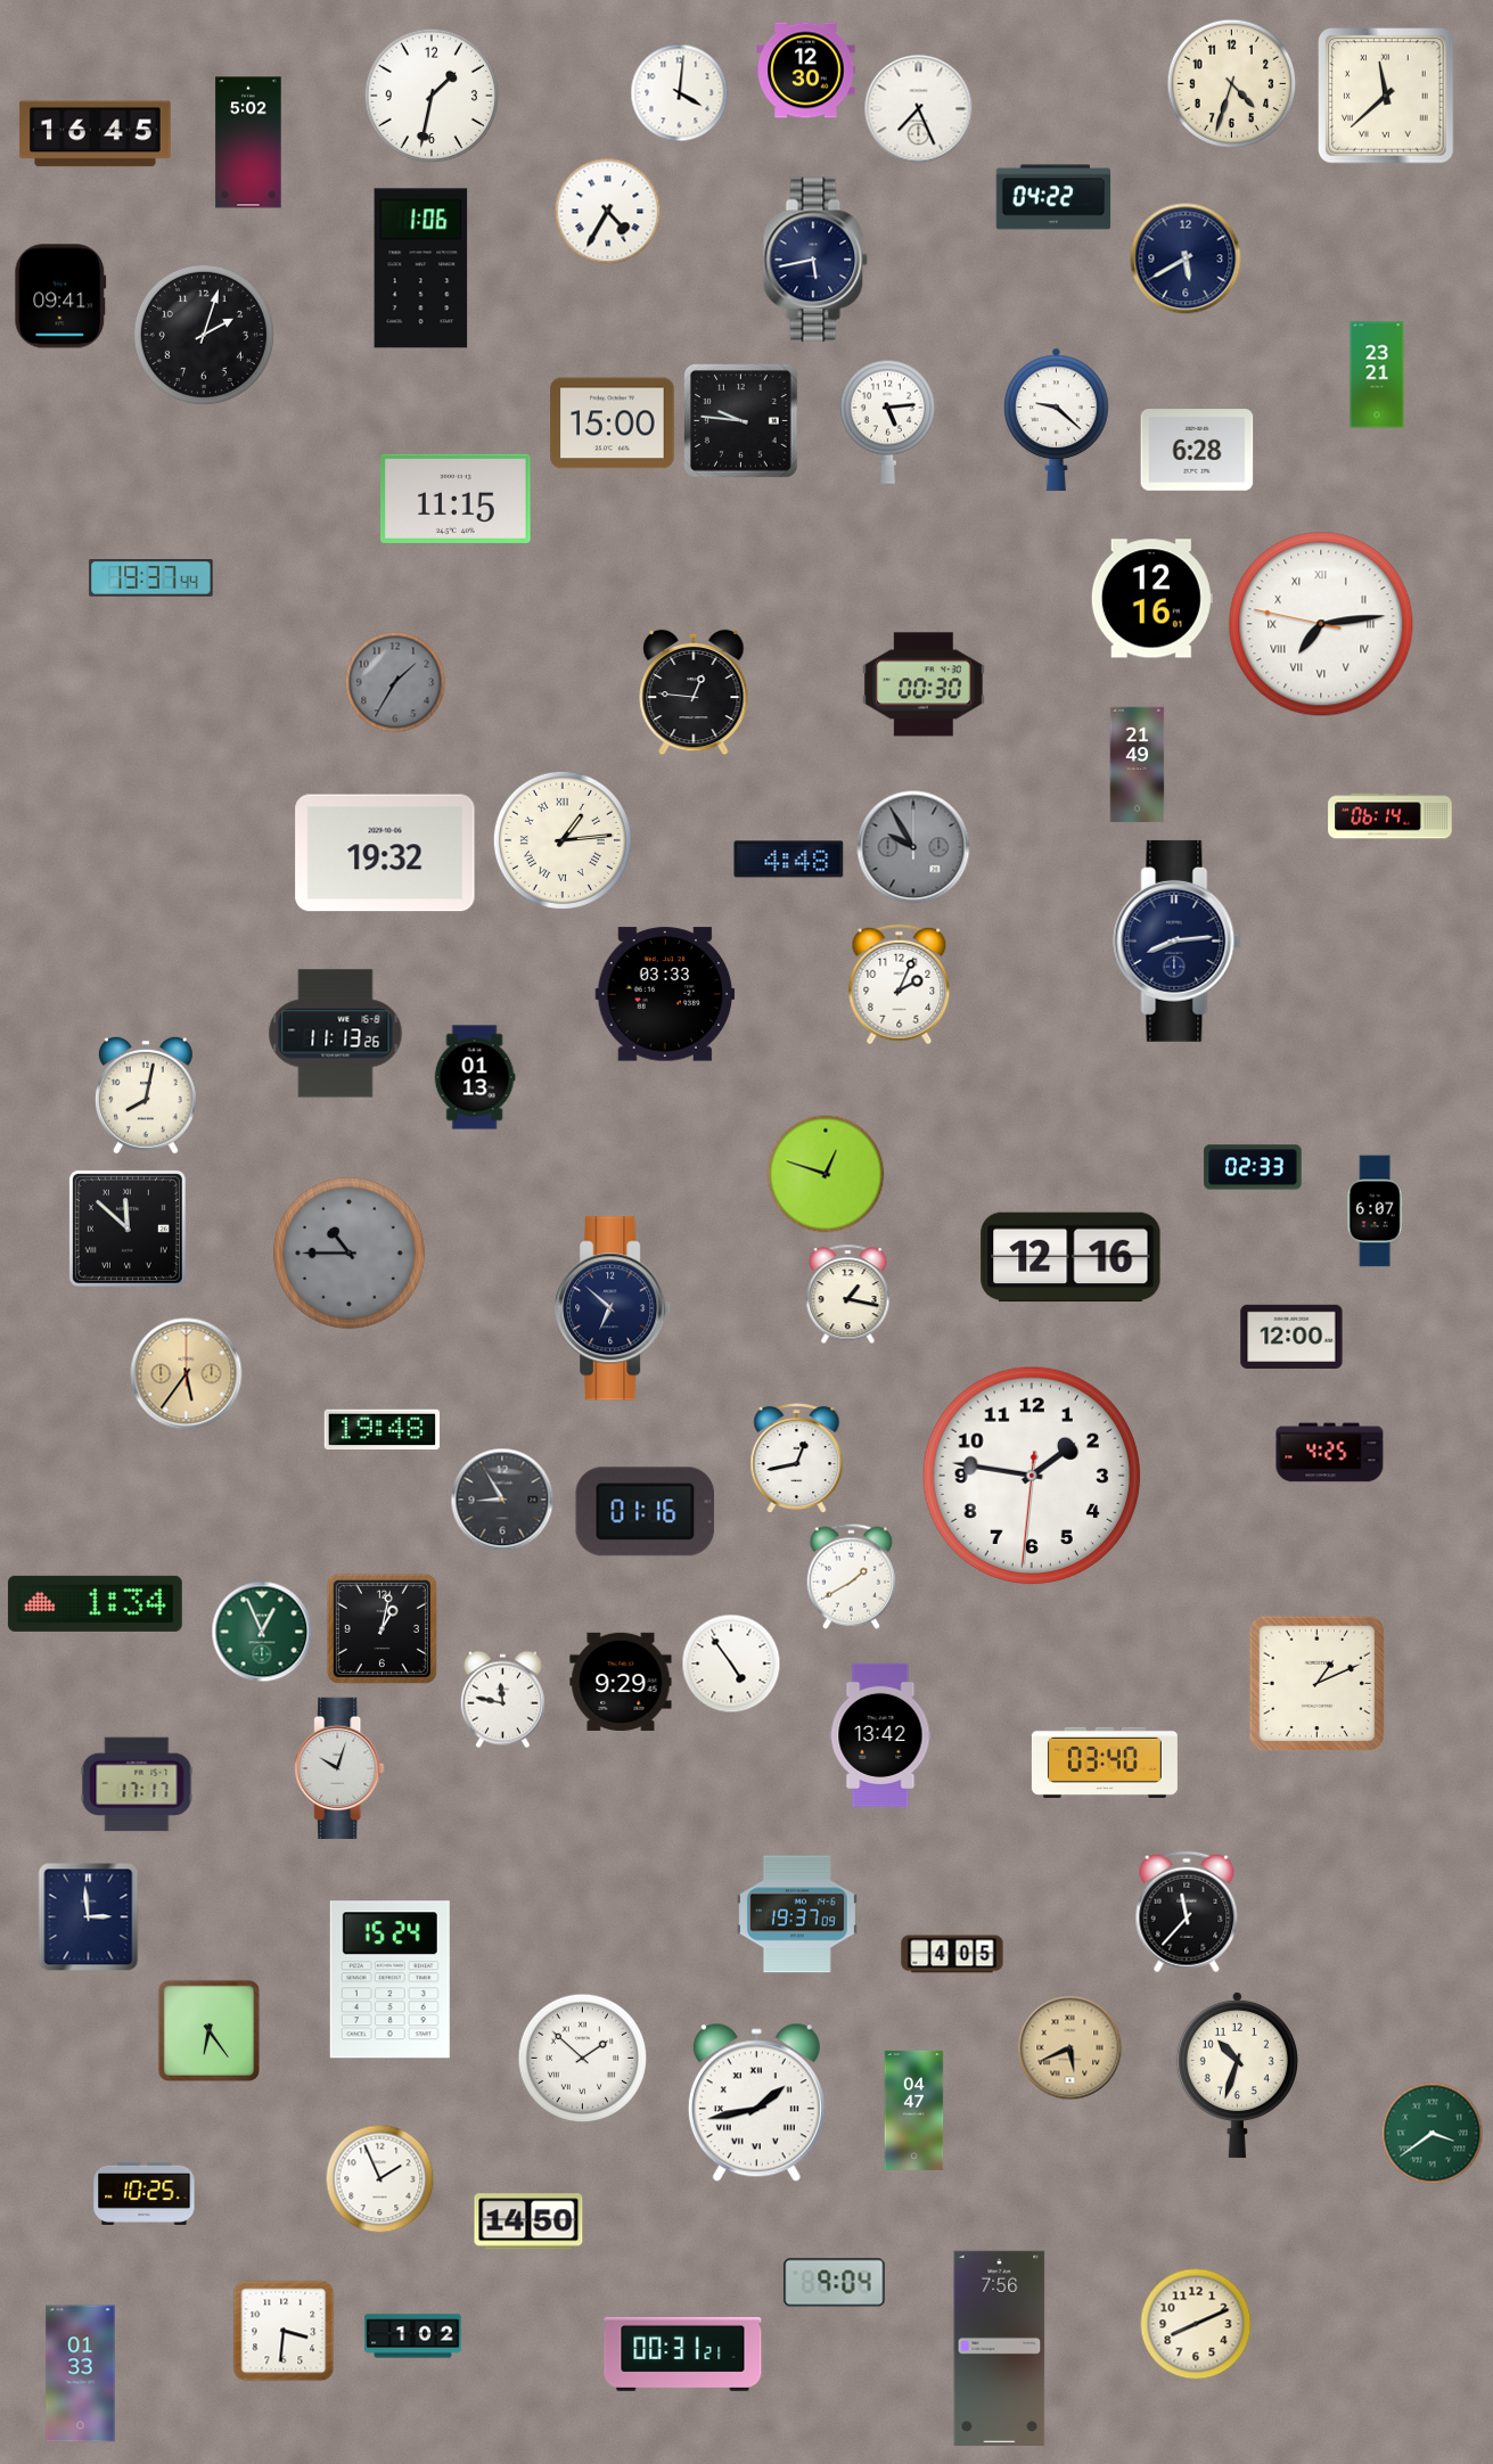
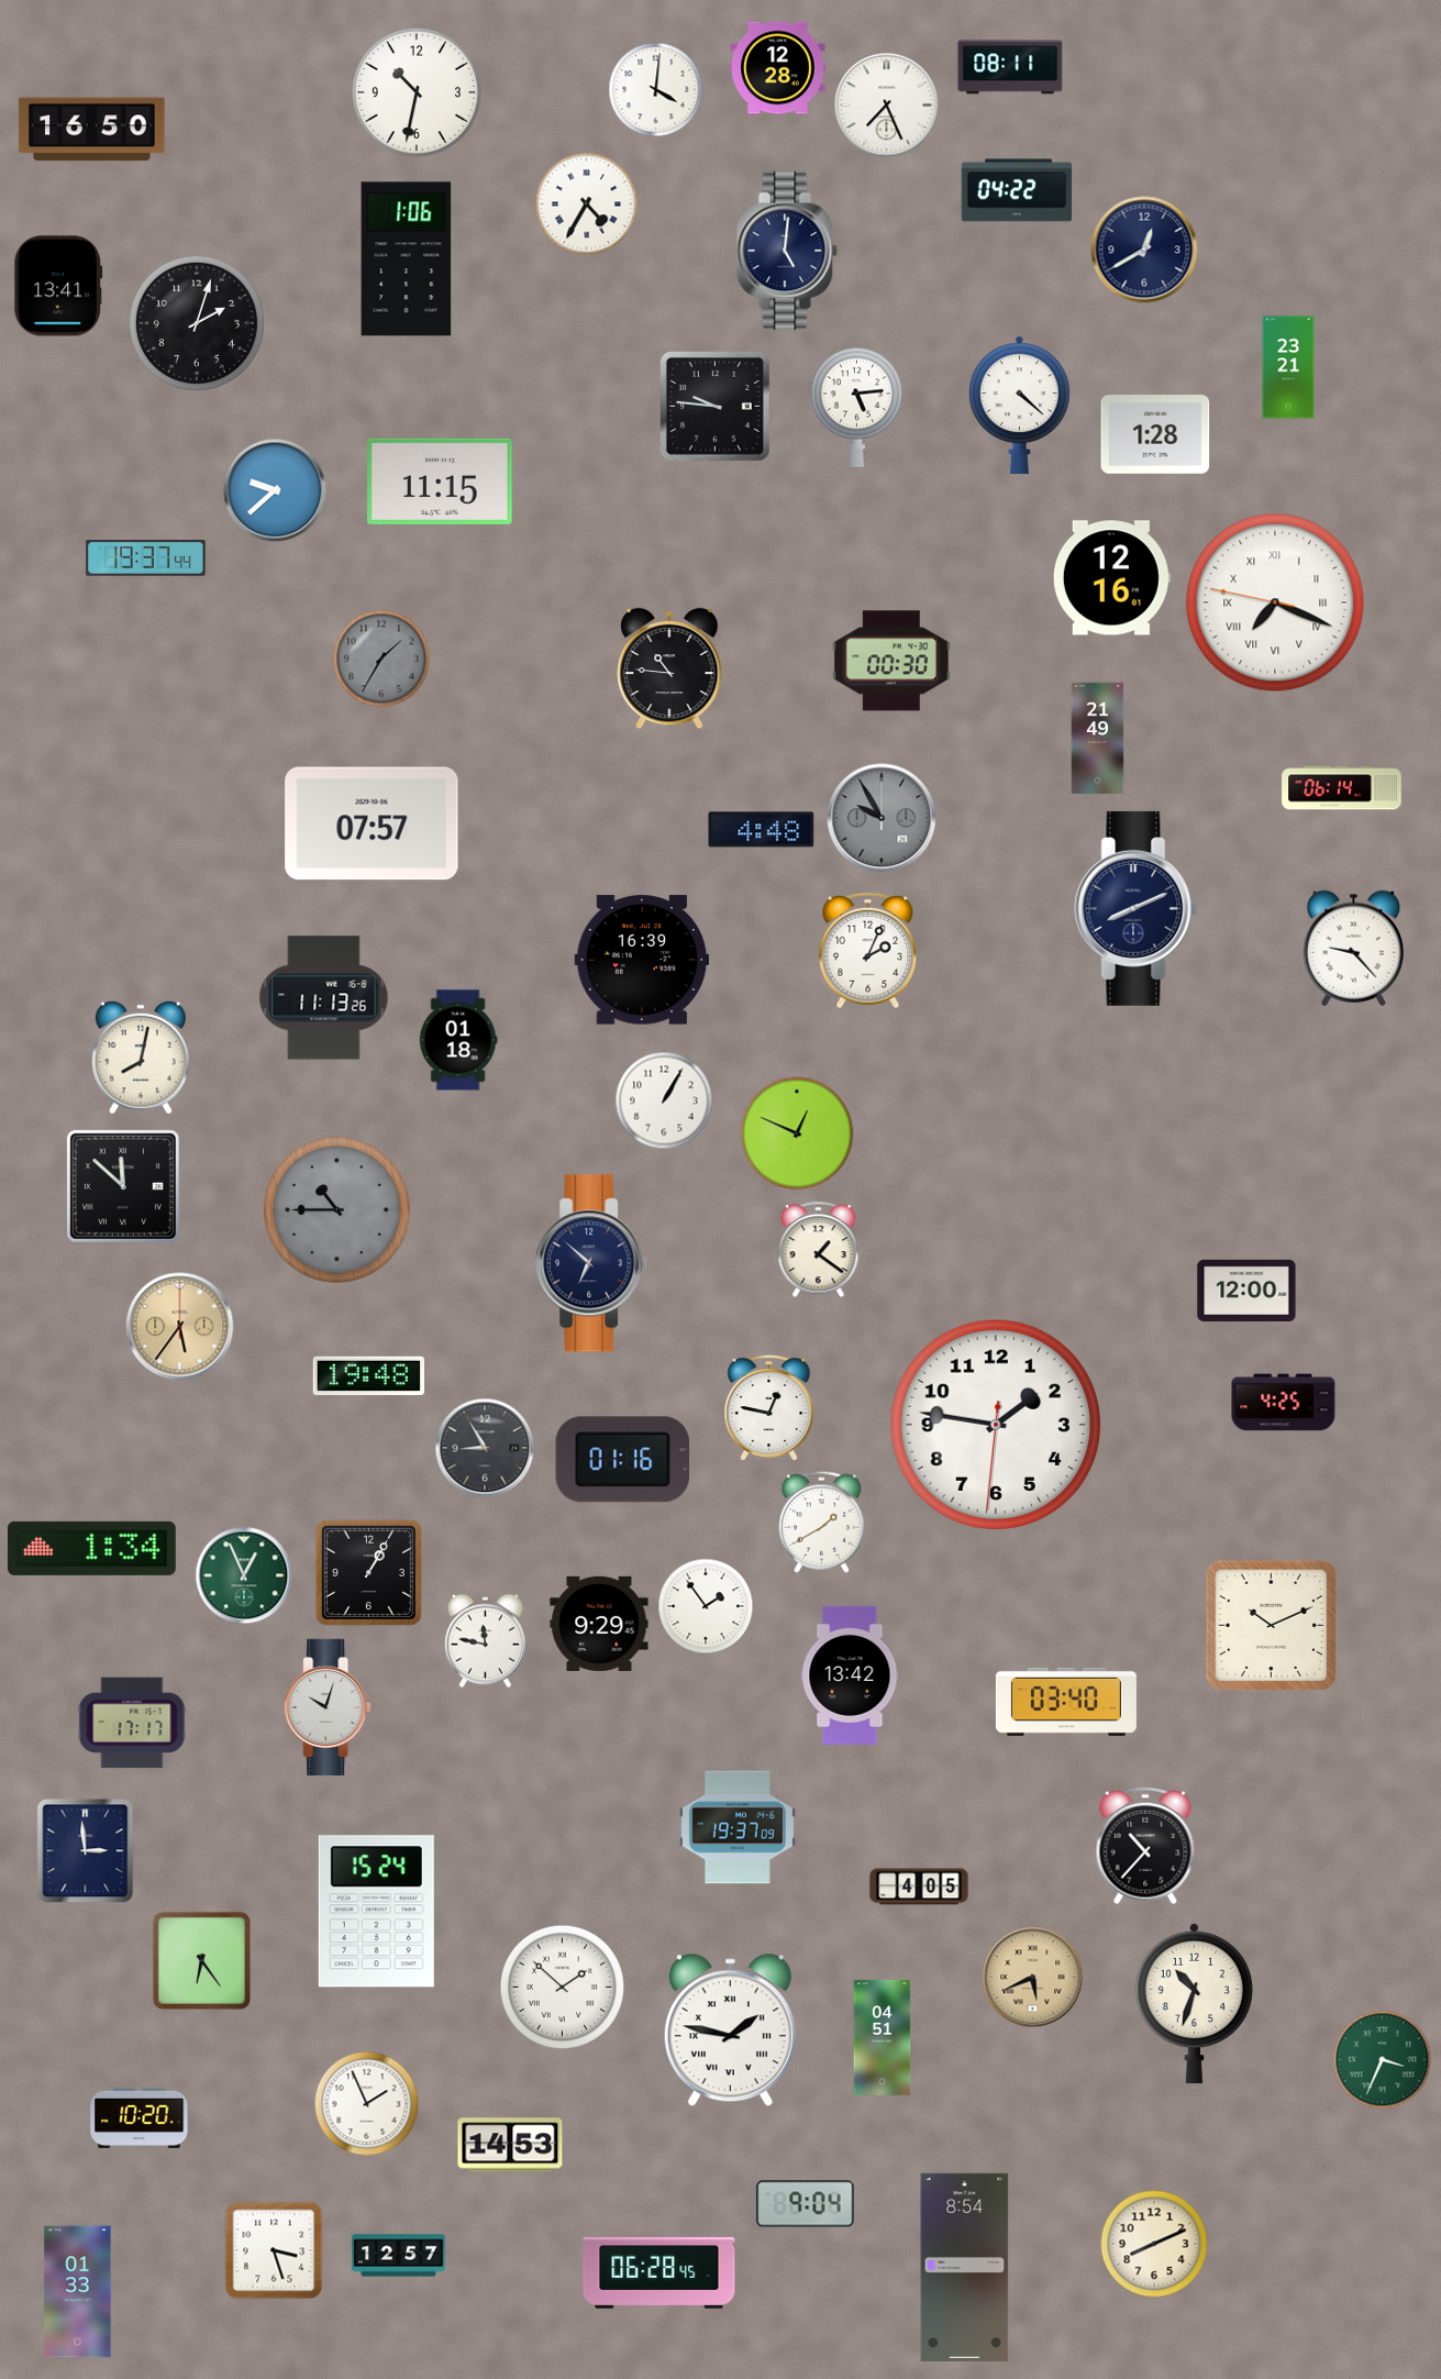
clock at (1010, 67): none -> 08:11
clock at (806, 71): 12:30 -> 12:28
clock at (1232, 84): 4:33 -> none
clock at (432, 96): 1:32 -> 10:32
clock at (1386, 96): 11:38 -> none
clock at (96, 134): 16:45 -> 16:50
clock at (248, 142): 5:02 -> none
clock at (1186, 258): 5:40 -> 12:40
clock at (815, 260): 5:43 -> 5:01
clock at (60, 296): 09:41 -> 13:41
clock at (1377, 375) position: (1377, 375) -> (1288, 367)
clock at (1057, 419): 9:22 -> 4:22
clock at (613, 424): 15:00 -> none
clock at (1197, 450): 6:28 -> 1:28
clock at (275, 490): none -> 9:38
clock at (1321, 624): 7:13 -> 7:18
clock at (694, 692): 12:46 -> 10:46
clock at (563, 840): 1:14 -> none
clock at (385, 853): 19:32 -> 07:57
clock at (1178, 941): 8:14 -> 8:11
clock at (1353, 948): none -> 9:23
clock at (665, 994): 03:33 -> 16:39
clock at (475, 1077): 01:13 -> 01:18
clock at (664, 1100): none -> 1:05
clock at (1253, 1167): 02:33 -> none
clock at (826, 1174): 12:48 -> 12:49
clock at (1375, 1212): 6:07 -> none
clock at (1070, 1257): 12:16 -> none
clock at (848, 1295): 1:17 -> 1:21
clock at (383, 1430) position: (383, 1430) -> (369, 1376)
clock at (797, 1459): 12:43 -> 12:47
clock at (382, 1628): 1:02 -> 1:05
clock at (262, 1632) position: (262, 1632) -> (244, 1575)
clock at (731, 1664): 4:54 -> 1:54
clock at (1318, 1684): 1:11 -> 10:11
clock at (1187, 1912): 11:37 -> 10:37
clock at (797, 1914) position: (797, 1914) -> (738, 1827)
clock at (756, 2103): 1:43 -> 1:47
clock at (914, 2110): 04:47 -> 04:51
clock at (1433, 2134): 3:39 -> 3:34
clock at (145, 2193): 10:25 -> 10:20
clock at (528, 2221): 14:50 -> 14:53
clock at (284, 2331): 3:31 -> 3:27
clock at (413, 2336): 1:02 -> 12:57
clock at (1000, 2348): 7:56 -> 8:54
clock at (683, 2354): 00:31 -> 06:28
